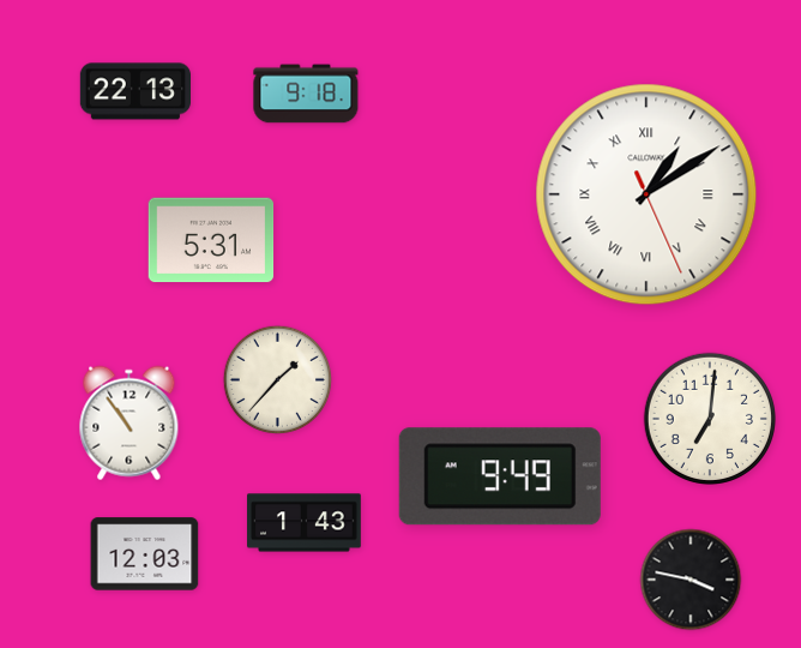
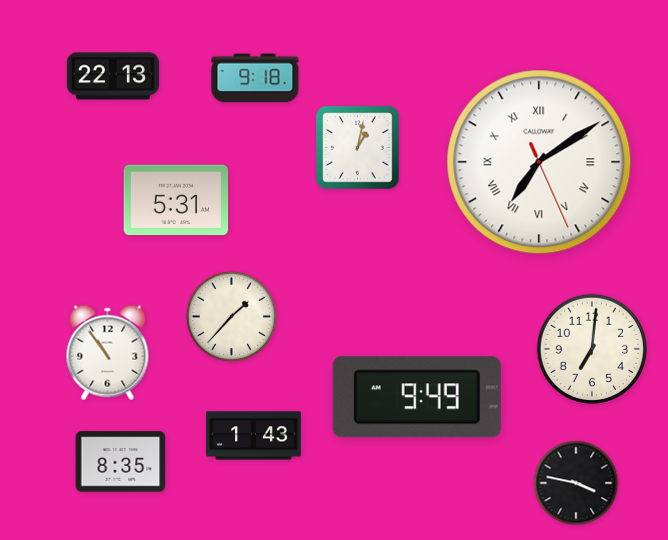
clock at (358, 148): none -> 1:02
clock at (646, 194): 1:09 -> 7:09
clock at (145, 554): 12:03 -> 8:35
